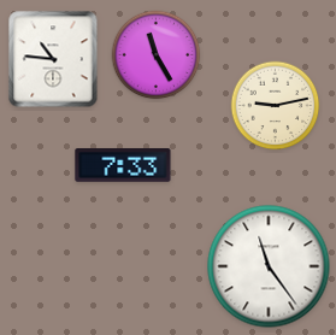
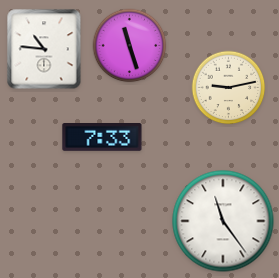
clock at (157, 55): 11:25 -> 11:27
